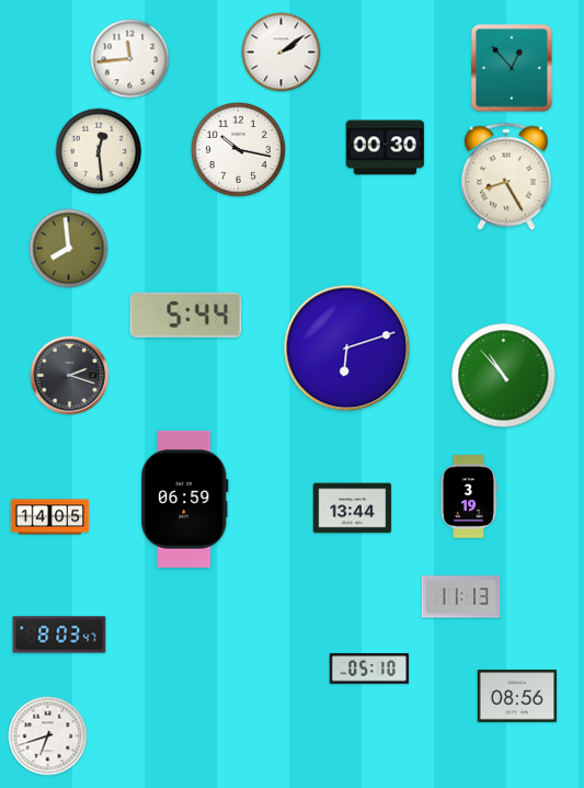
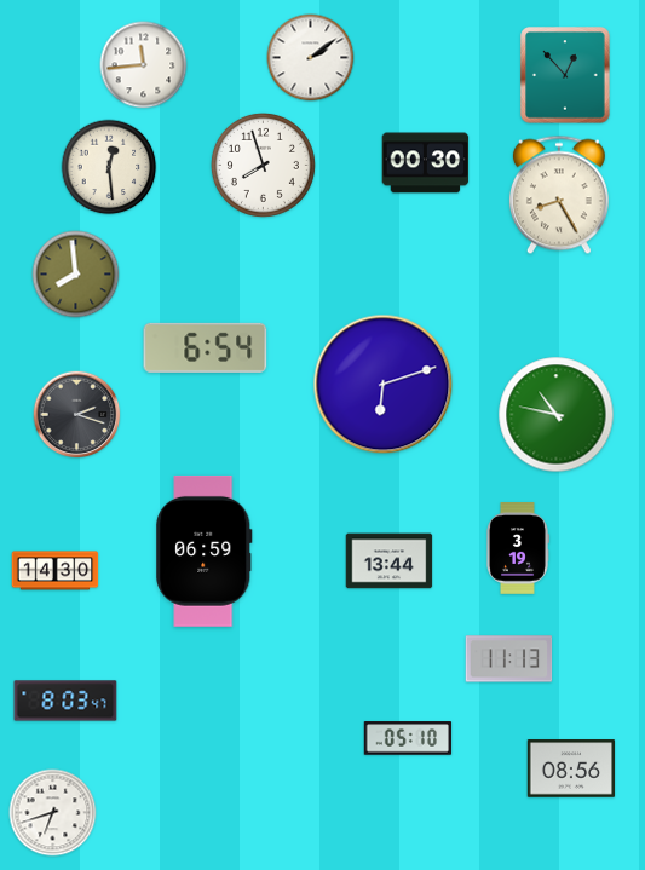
clock at (238, 149): 10:17 -> 7:57
clock at (186, 315): 5:44 -> 6:54
clock at (504, 376): 10:53 -> 10:47
clock at (50, 517): 14:05 -> 14:30
